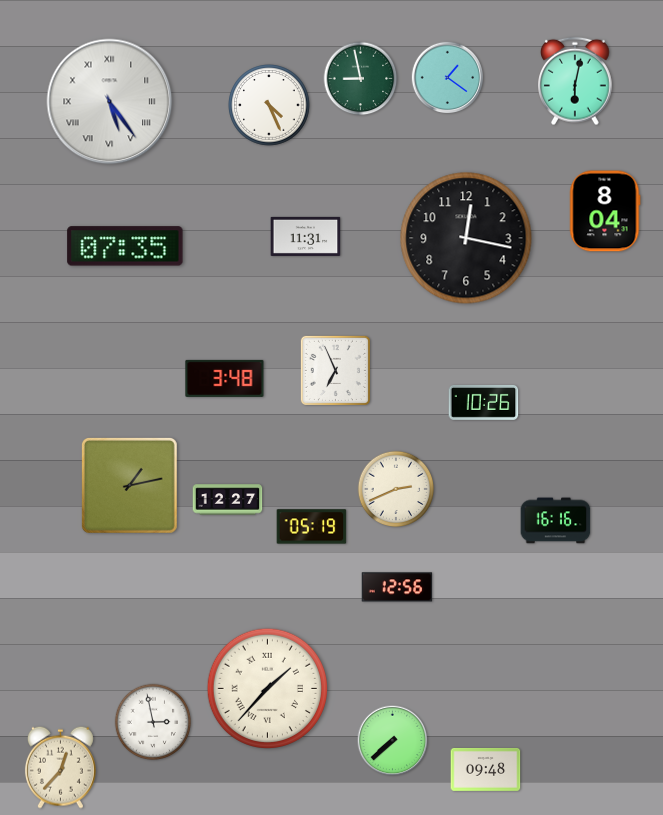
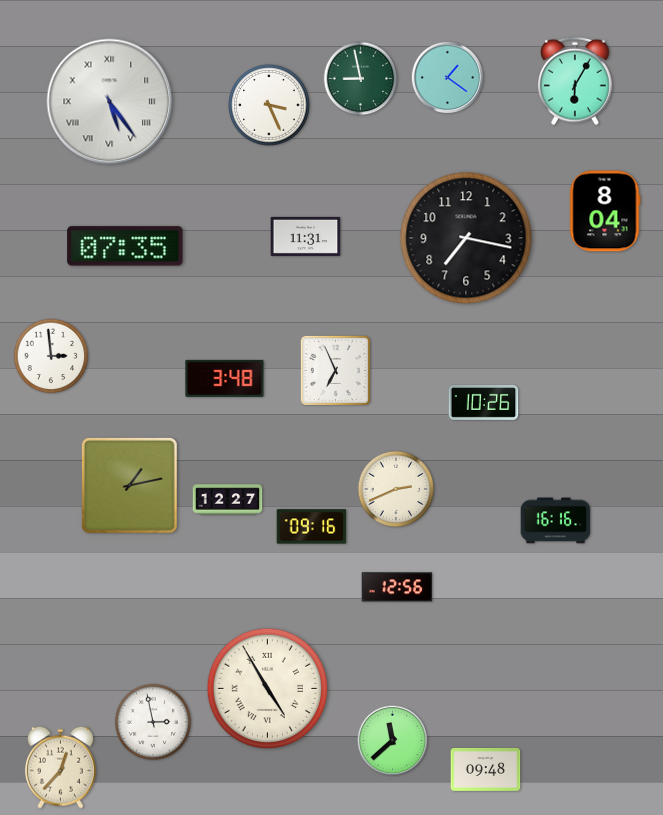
clock at (576, 81): 6:02 -> 6:05
clock at (269, 105): 4:26 -> 3:26
clock at (466, 238): 12:17 -> 7:17
clock at (51, 356): none -> 2:59
clock at (312, 527): 05:19 -> 09:16
clock at (267, 688): 1:37 -> 4:55
clock at (393, 741): 7:38 -> 11:38
